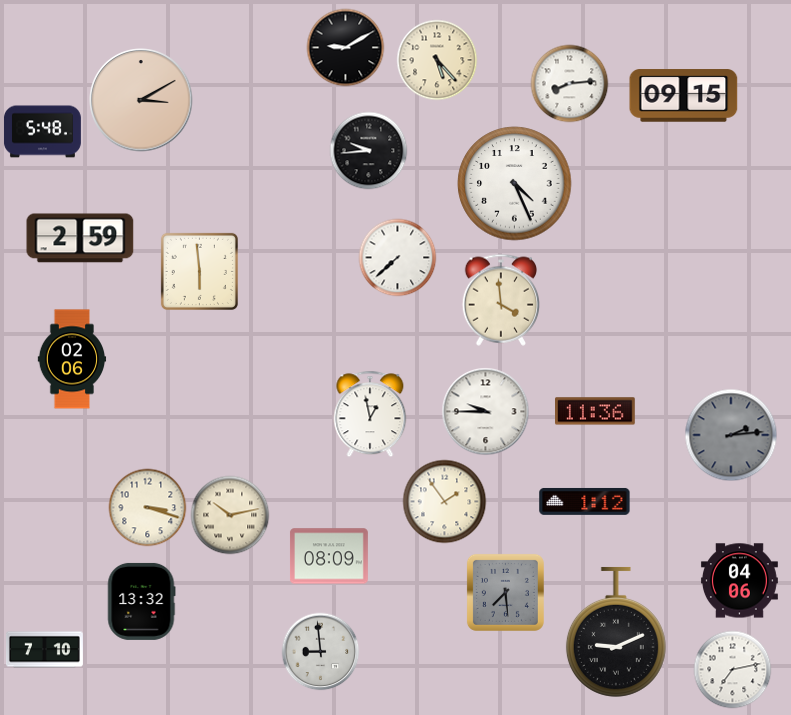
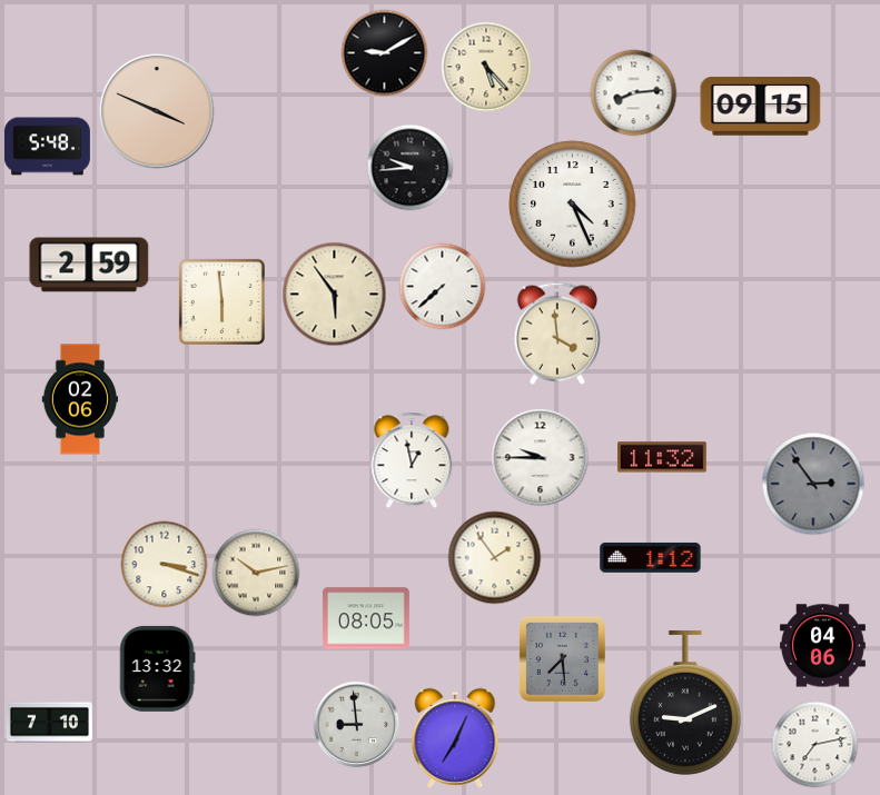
clock at (141, 100): 3:10 -> 3:49
clock at (334, 294): none -> 5:54
clock at (596, 411): 11:36 -> 11:32
clock at (731, 435): 2:14 -> 2:54
clock at (329, 556): 08:09 -> 08:05
clock at (455, 738): none -> 7:04
